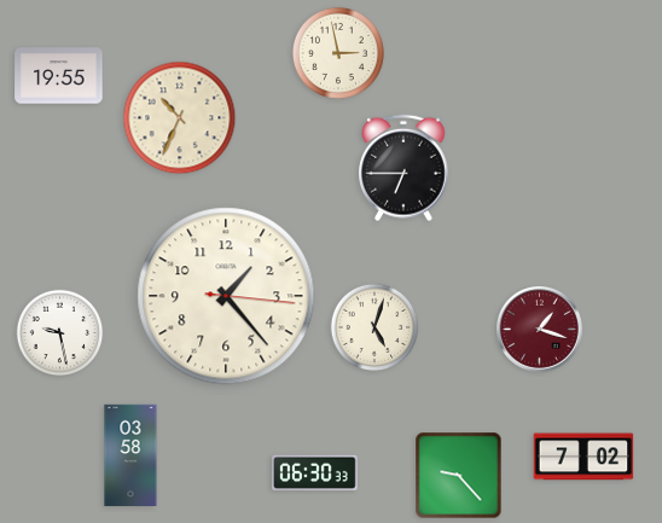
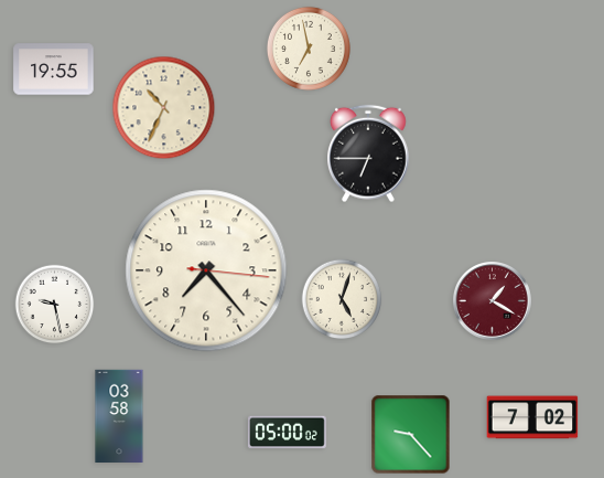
clock at (338, 53): 2:58 -> 6:58
clock at (226, 296): 1:23 -> 7:23
clock at (540, 330): 1:18 -> 1:20
clock at (314, 473): 06:30 -> 05:00
clock at (459, 476) position: (459, 476) -> (411, 435)
